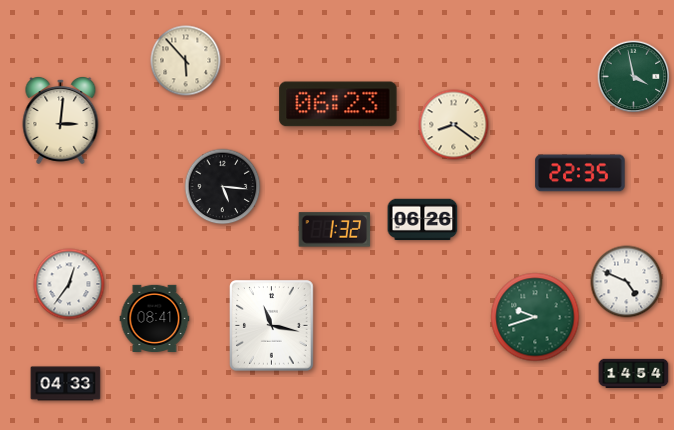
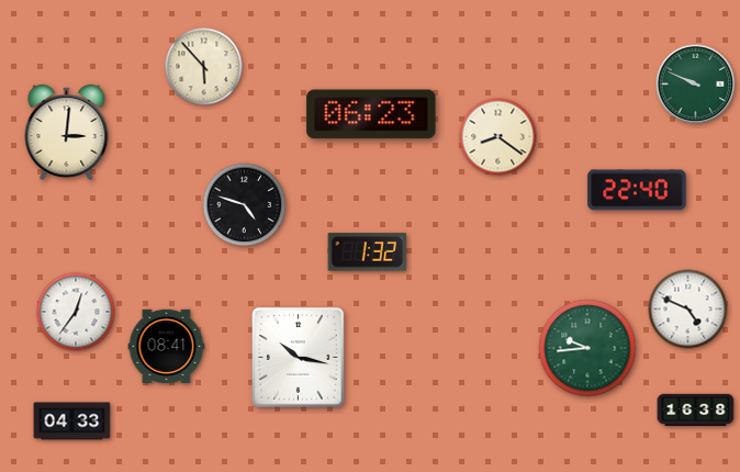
clock at (634, 77): 3:58 -> 9:49
clock at (580, 173): 22:35 -> 22:40
clock at (223, 187): 5:16 -> 4:48
clock at (423, 220): 06:26 -> none
clock at (535, 317): 9:42 -> 9:44
clock at (155, 318) position: (155, 318) -> (167, 346)
clock at (272, 326): 11:17 -> 10:17
clock at (634, 374): 14:54 -> 16:38
